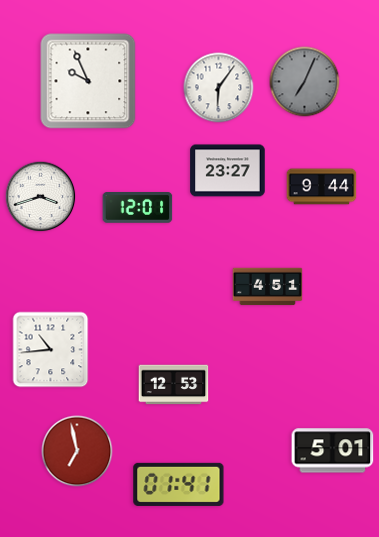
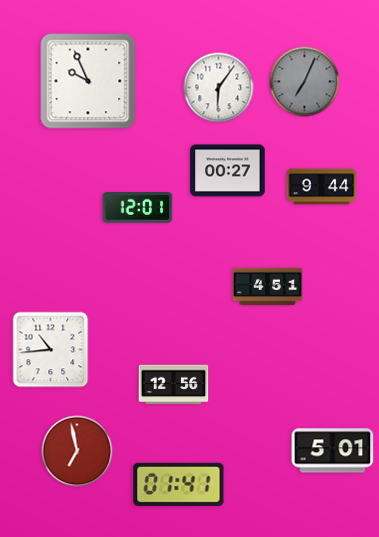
clock at (228, 171): 23:27 -> 00:27
clock at (41, 197): 3:42 -> none
clock at (174, 385): 12:53 -> 12:56
